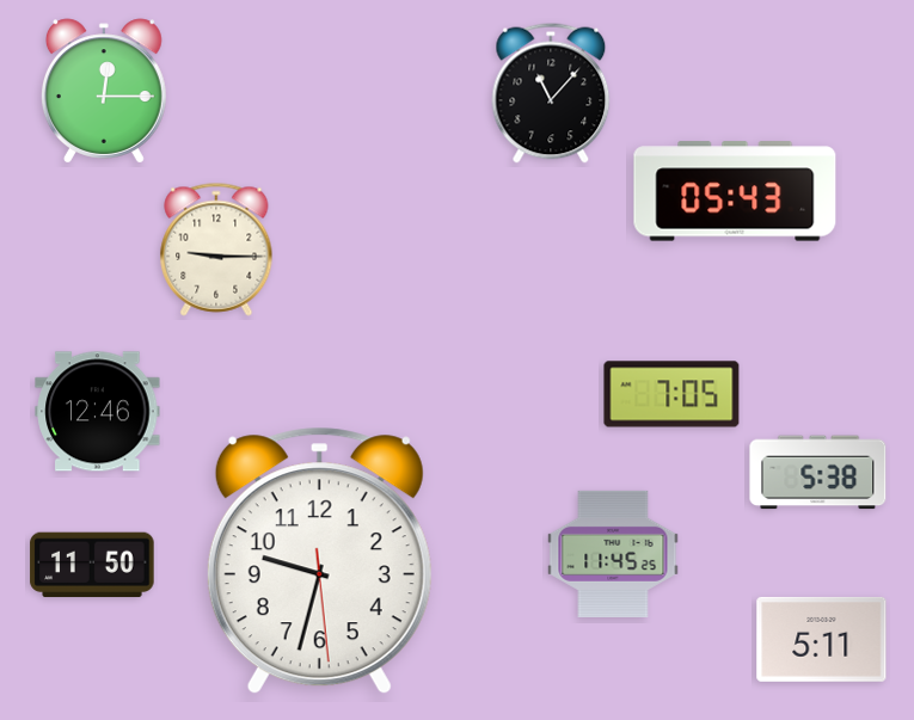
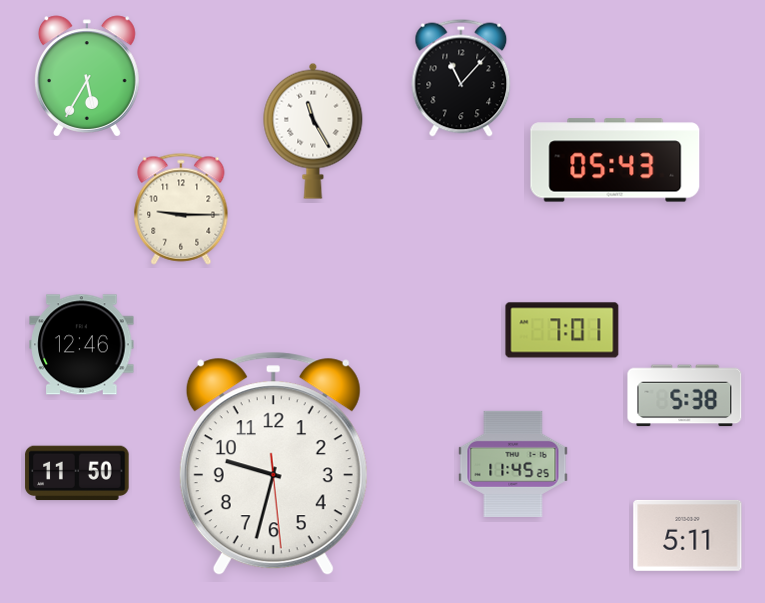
clock at (104, 91): 12:15 -> 5:35
clock at (313, 131): none -> 11:25
clock at (671, 394): 7:05 -> 7:01
clock at (319, 561) position: (319, 561) -> (273, 464)
